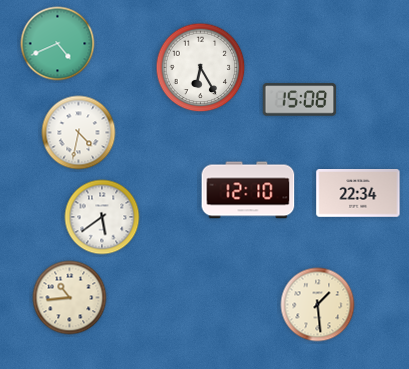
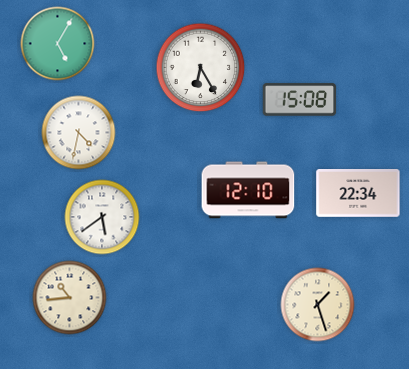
clock at (58, 44): 4:41 -> 5:05
clock at (318, 305): 1:29 -> 1:27
